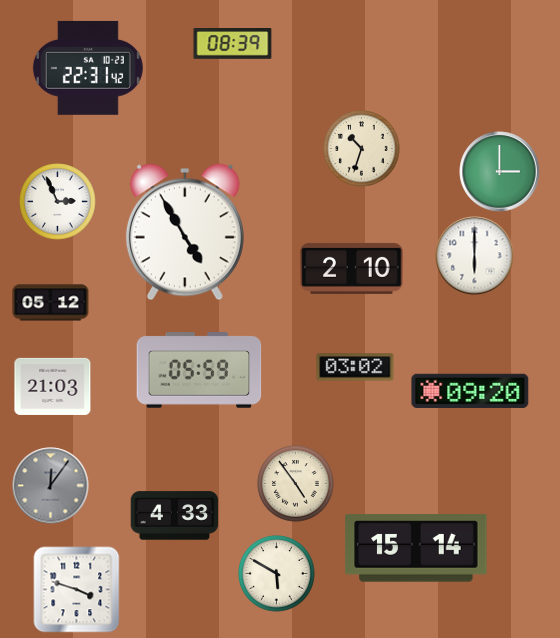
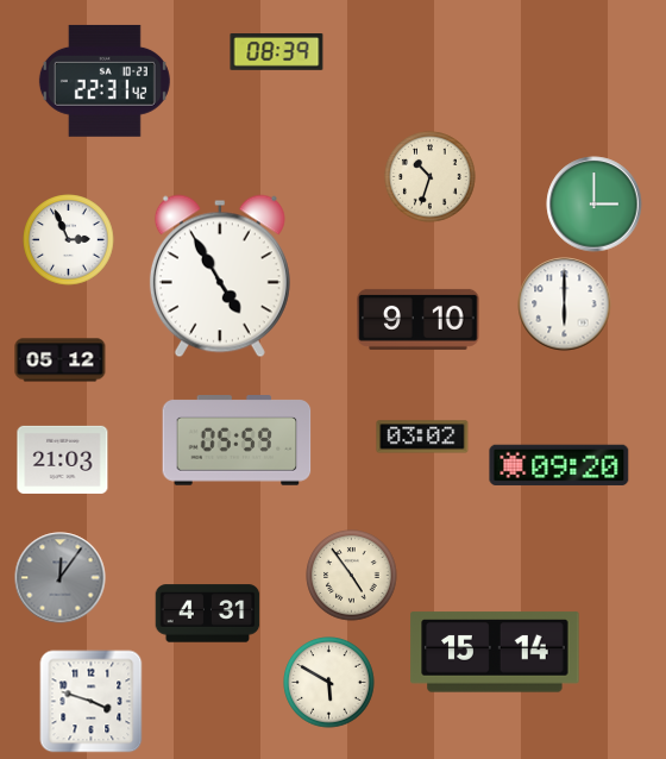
clock at (352, 268): 2:10 -> 9:10
clock at (175, 516): 4:33 -> 4:31
